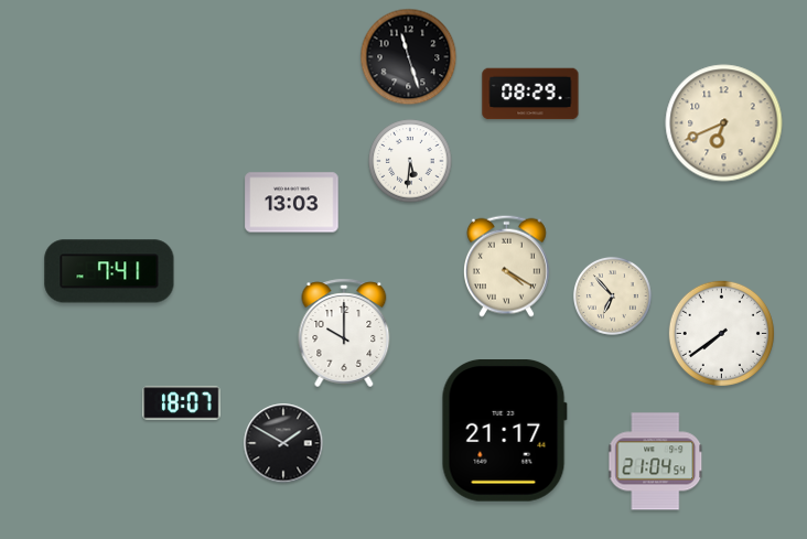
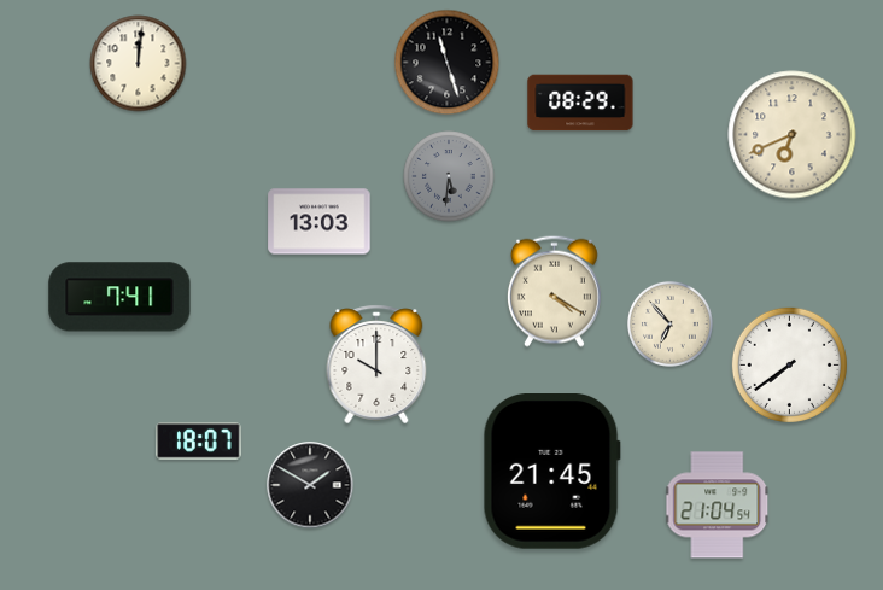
clock at (139, 64): none -> 12:01
clock at (410, 161) dial: white -> grey
clock at (504, 431): 21:17 -> 21:45
